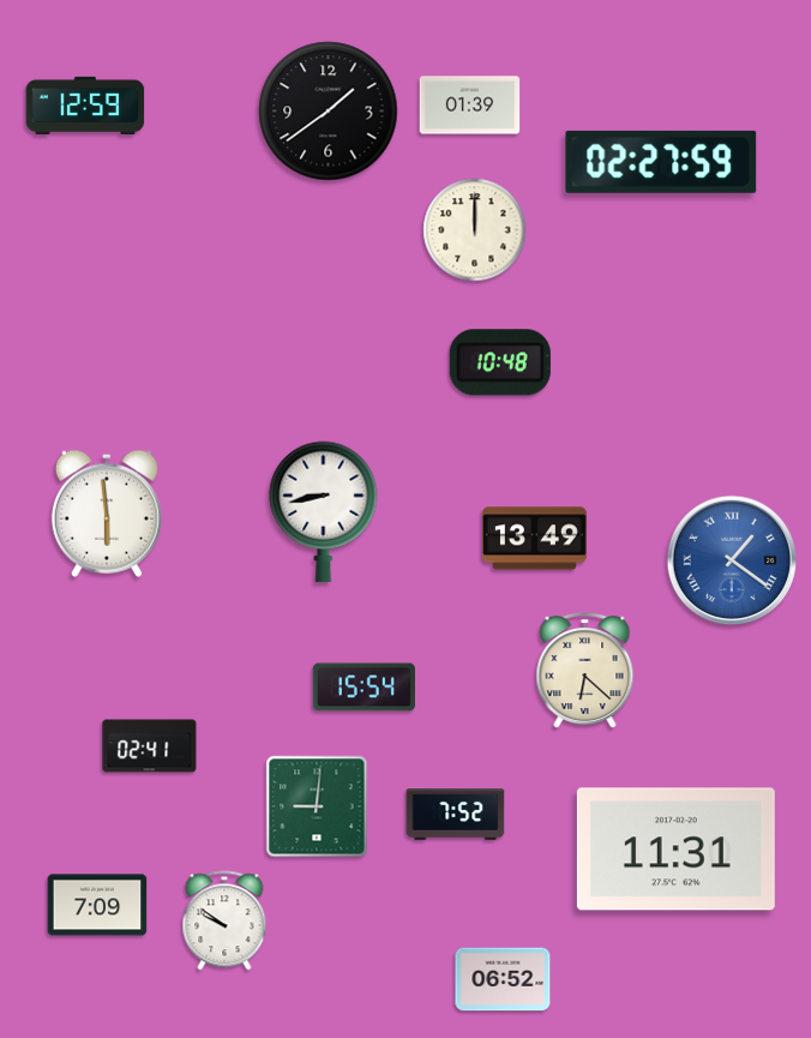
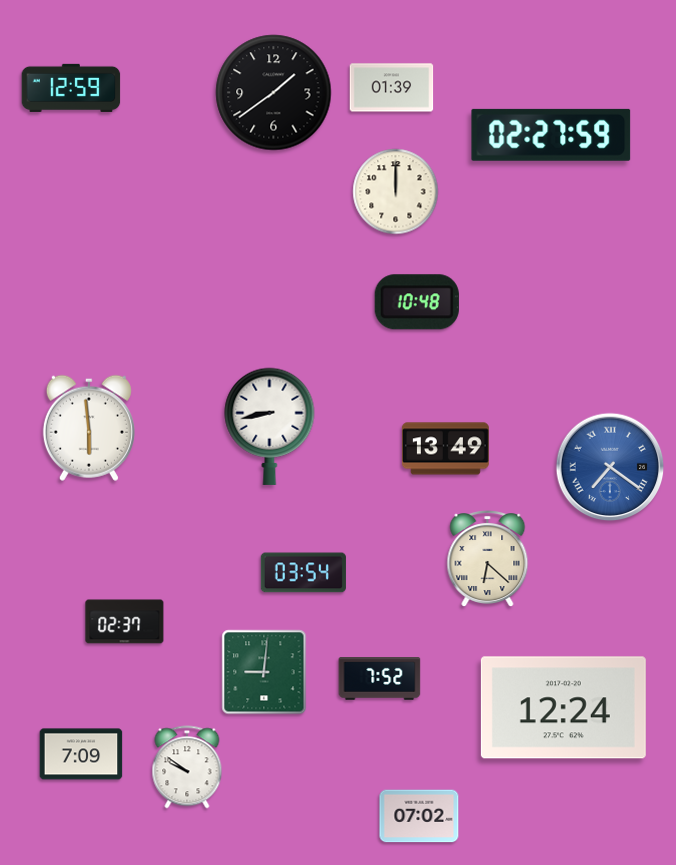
clock at (732, 560): 1:21 -> 7:21
clock at (364, 688): 15:54 -> 03:54
clock at (150, 746): 02:41 -> 02:37
clock at (675, 850): 11:31 -> 12:24
clock at (503, 979): 06:52 -> 07:02
